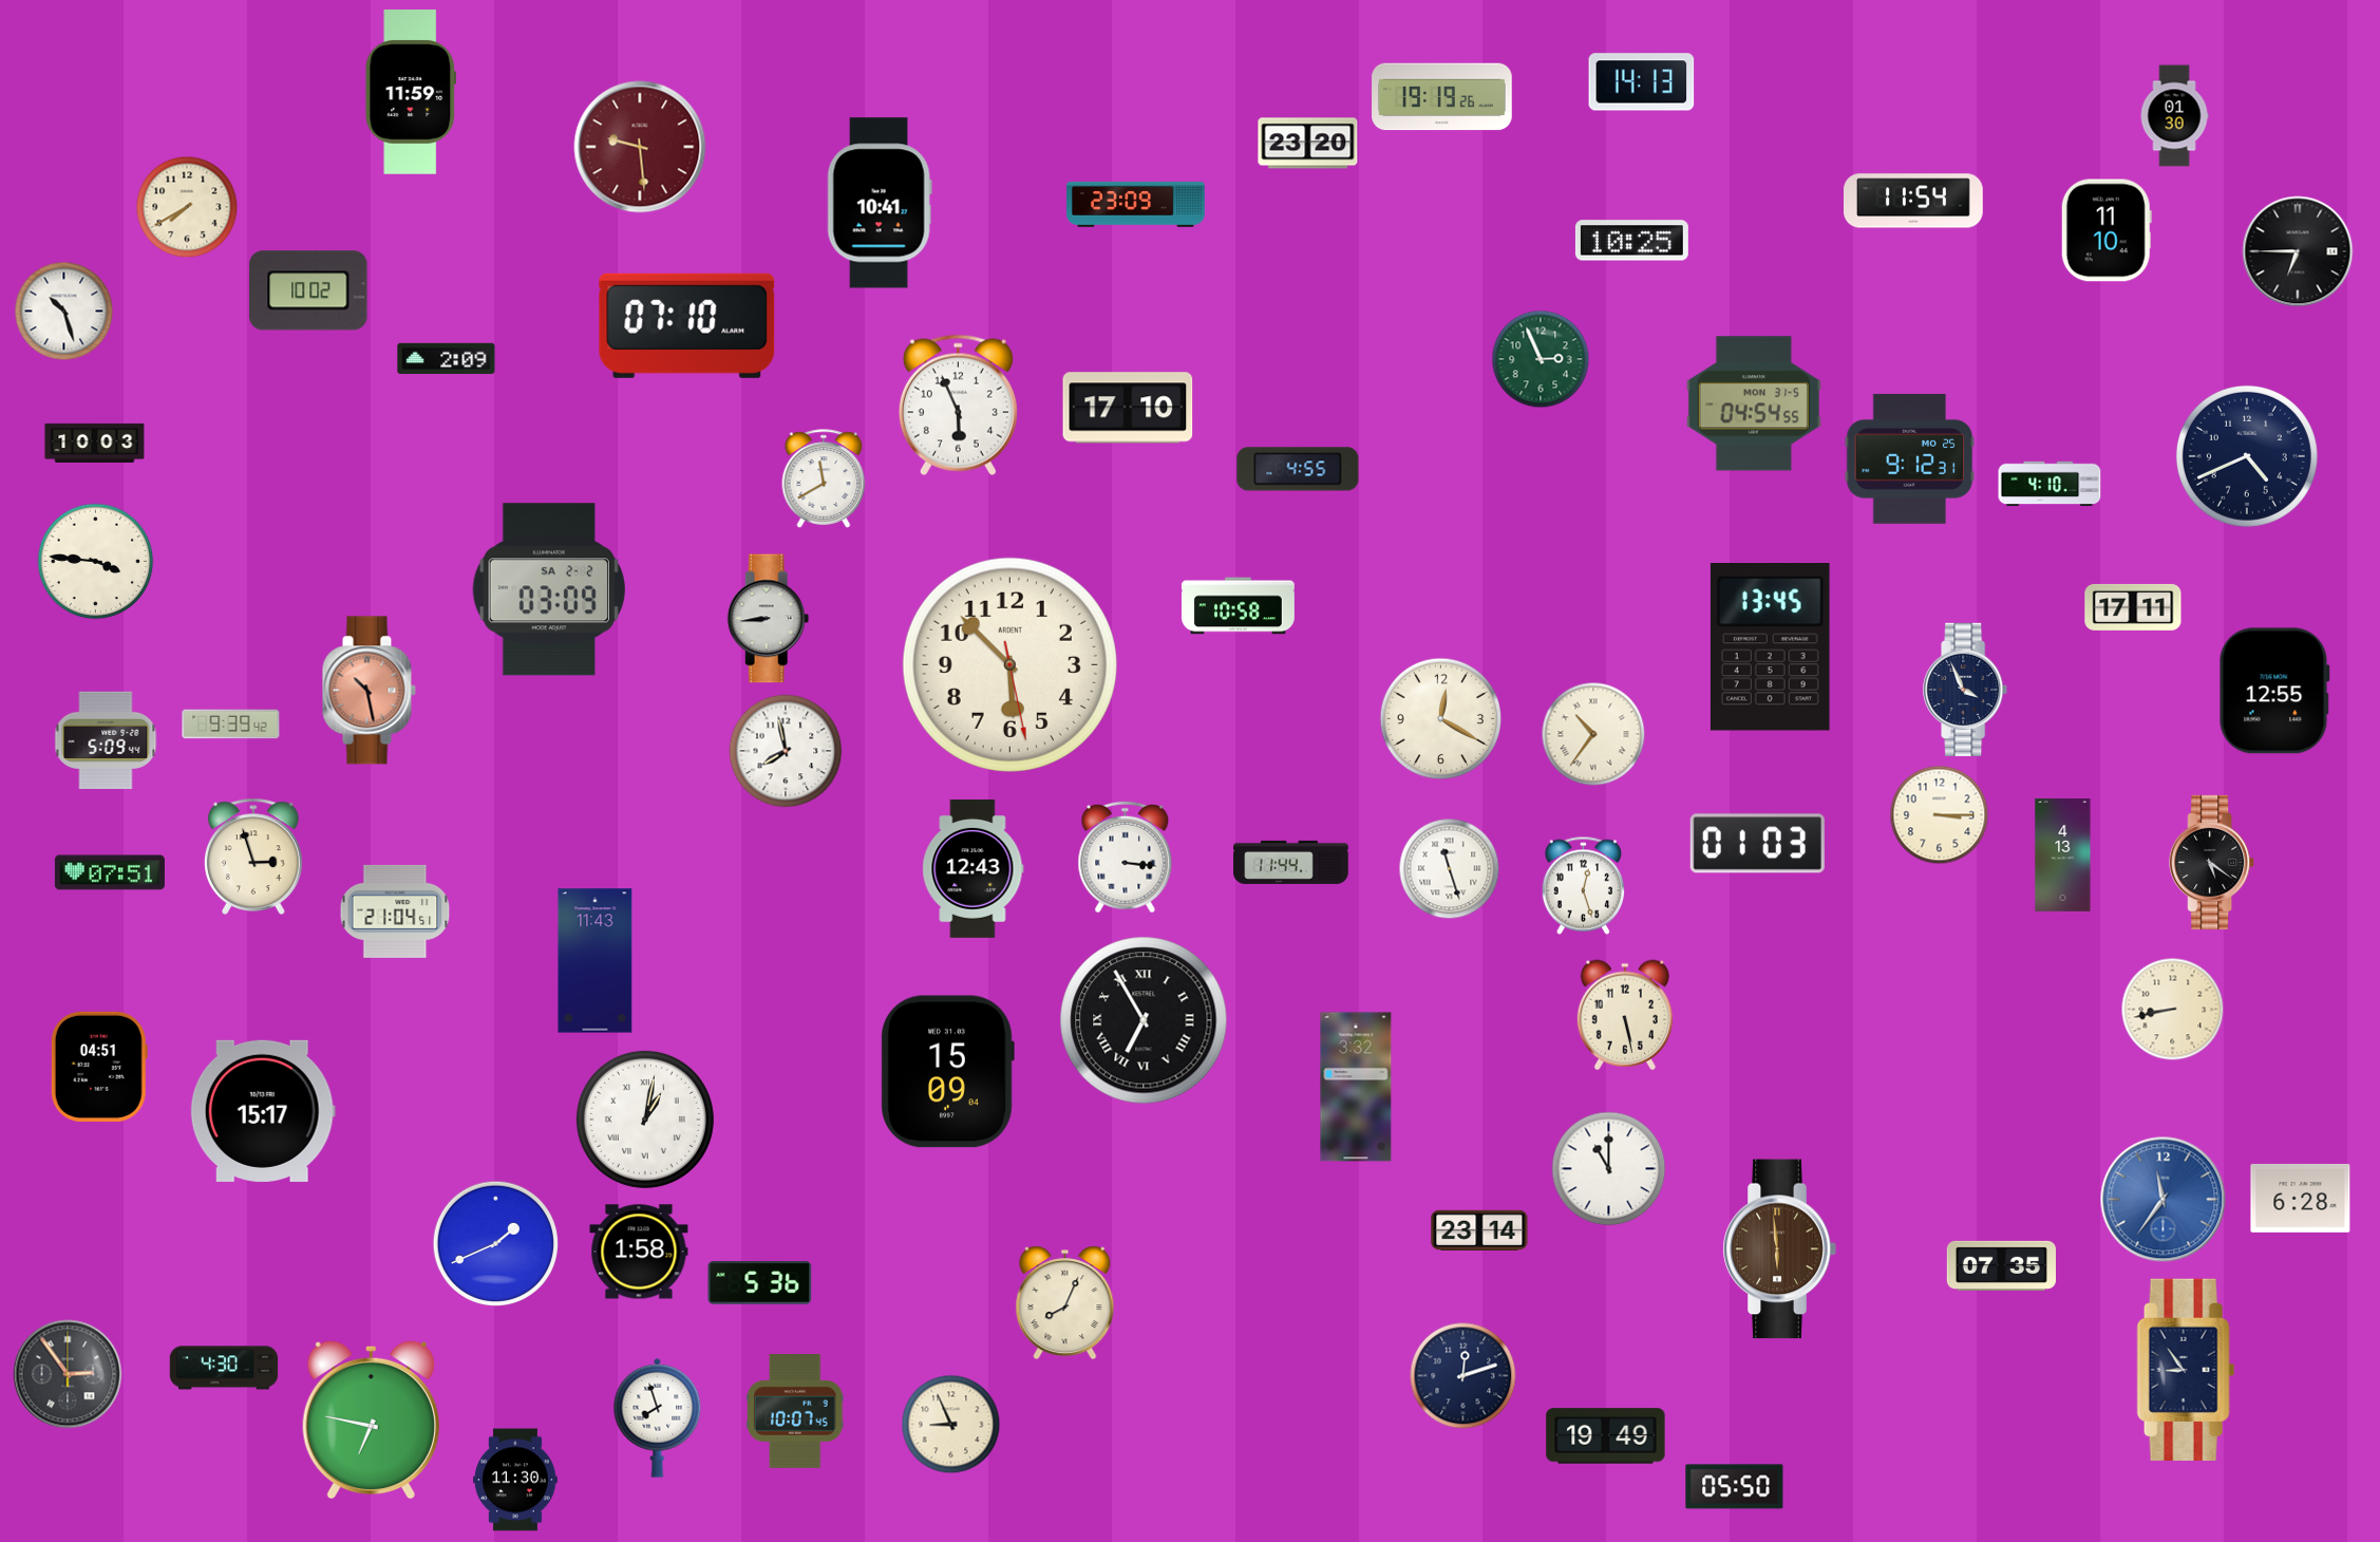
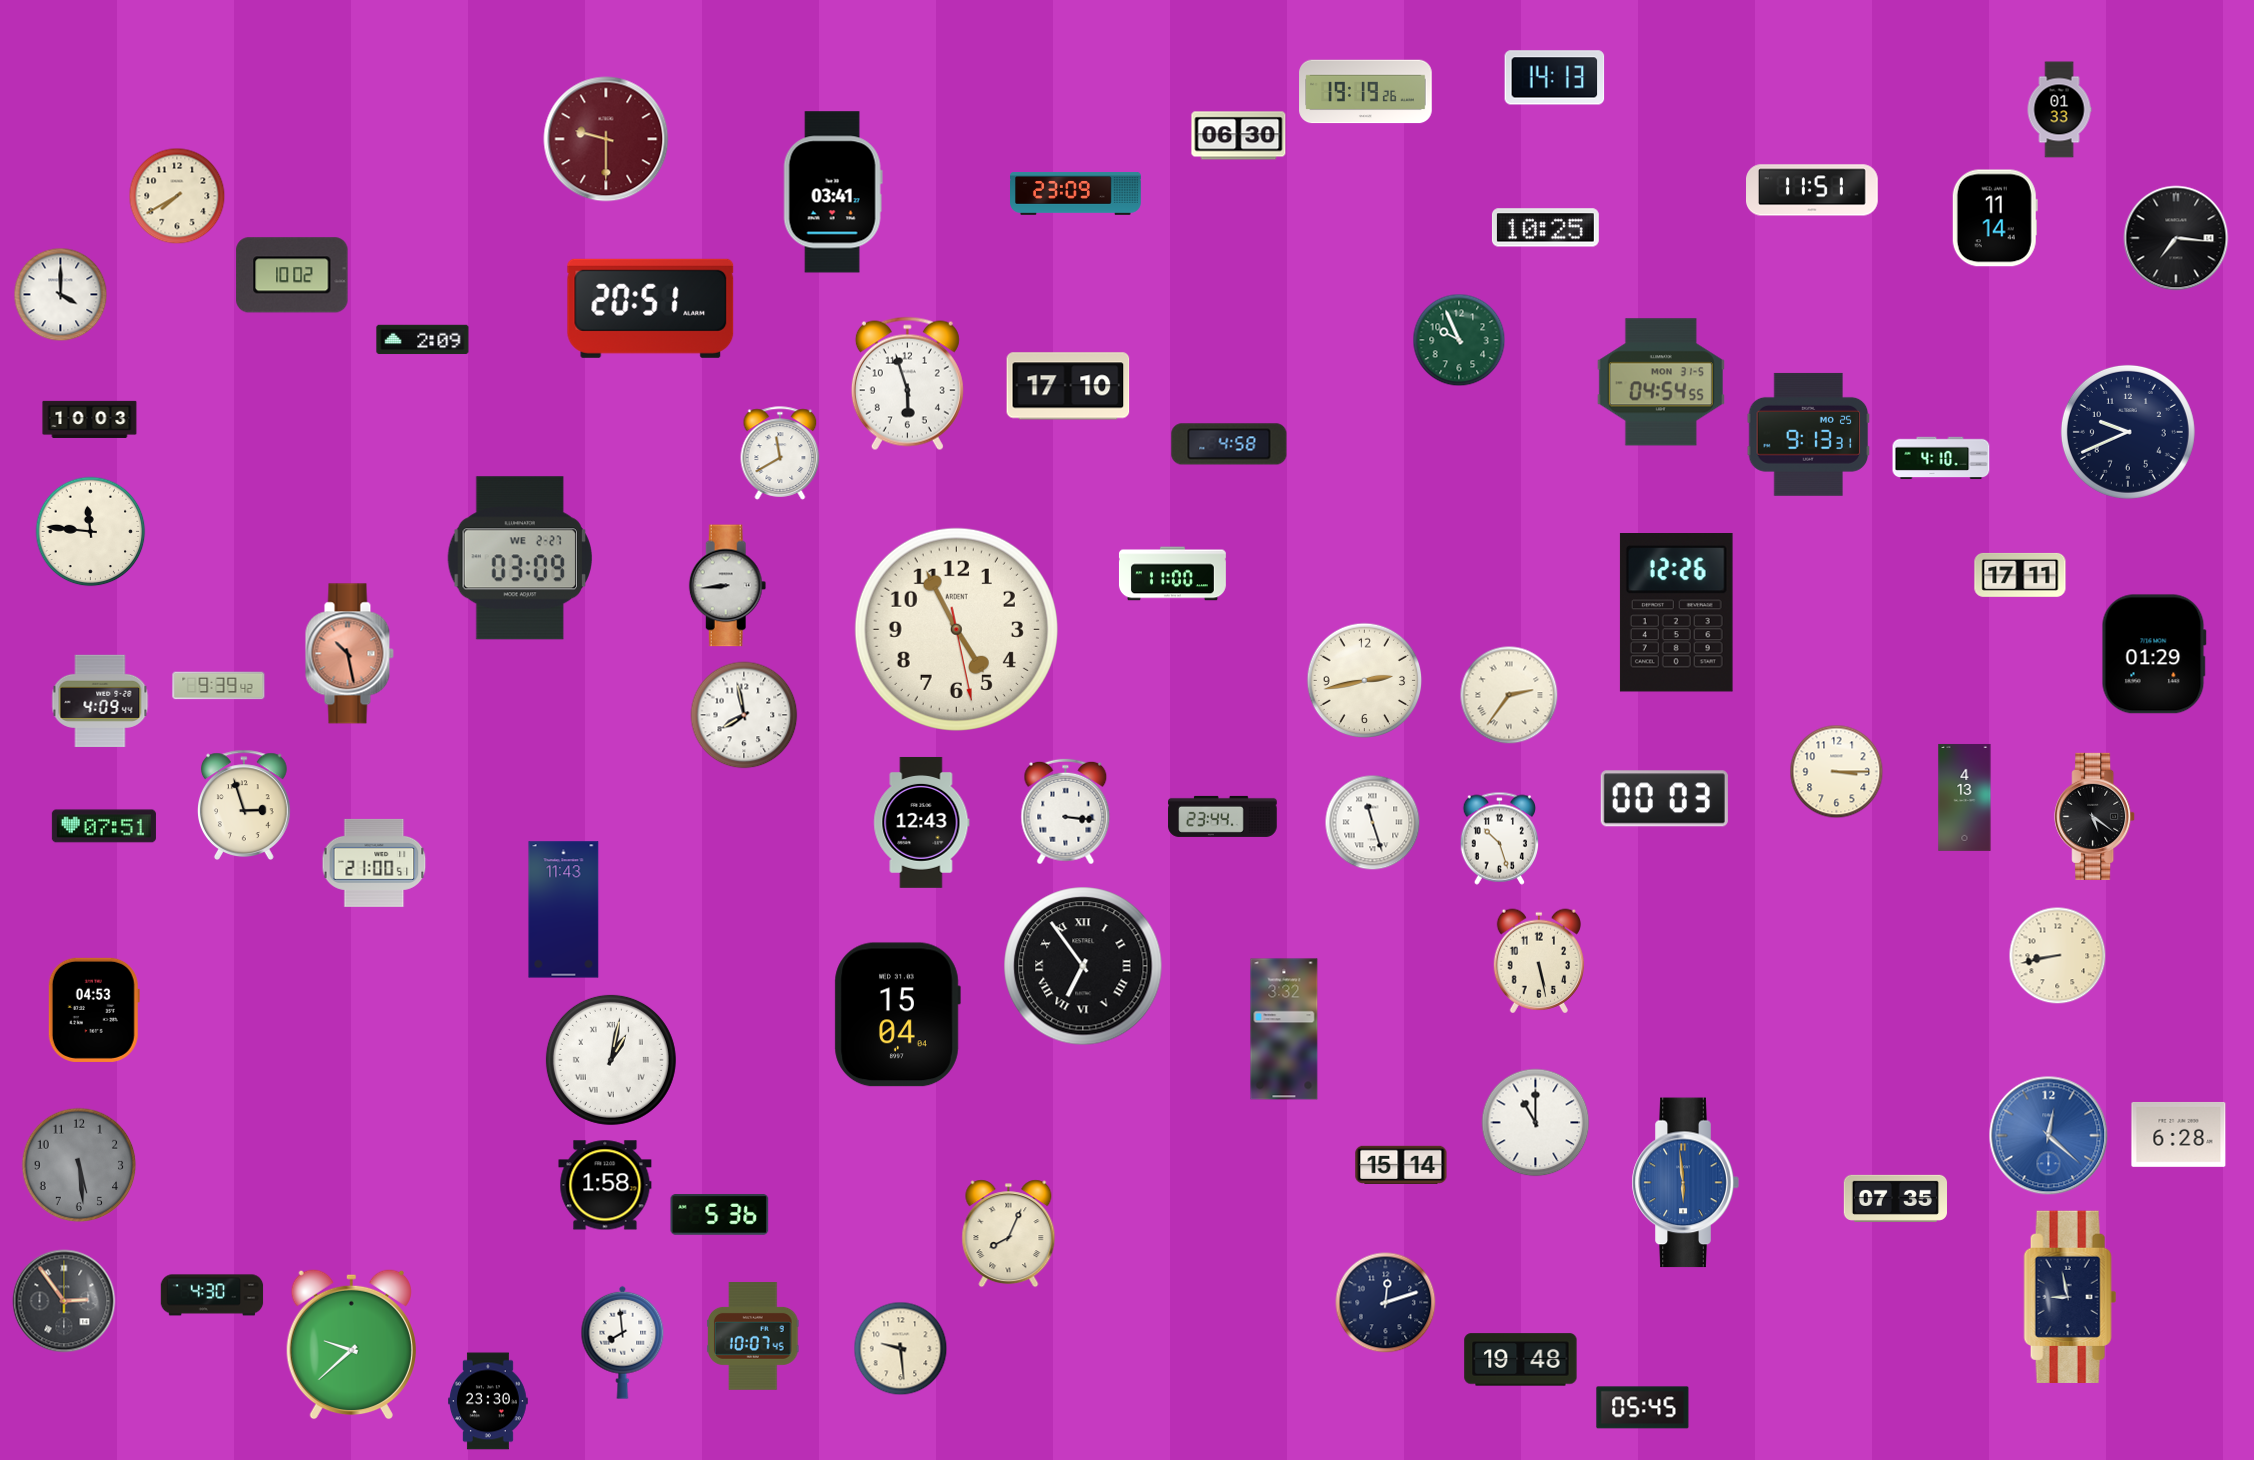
clock at (411, 92): 11:59 -> none
clock at (2174, 116): 01:30 -> 01:33
clock at (1308, 144): 23:20 -> 06:30
clock at (640, 147): 9:29 -> 9:30
clock at (1914, 201): 11:54 -> 11:51
clock at (880, 203): 10:41 -> 03:41
clock at (2107, 230): 11:10 -> 11:14
clock at (2298, 251): 6:45 -> 7:16
clock at (64, 312): 10:27 -> 4:00
clock at (687, 325): 07:10 -> 20:51
clock at (1541, 359): 2:56 -> 9:56
clock at (958, 406): 5:56 -> 5:57
clock at (2247, 456): 4:41 -> 9:41
clock at (1910, 458): 9:12 -> 9:13
clock at (1298, 469): 4:55 -> 4:58
clock at (96, 562): 3:46 -> 11:46
clock at (549, 589) date: SA 2-2 -> WE 2-27
clock at (1238, 606): 10:58 -> 11:00
clock at (1770, 647): 13:45 -> 12:26
clock at (1009, 664): 5:52 -> 4:55
clock at (1966, 689): 3:56 -> none
clock at (2274, 691): 12:55 -> 01:29
clock at (1441, 719): 12:20 -> 2:43
clock at (1593, 734): 10:36 -> 2:36
clock at (106, 739): 5:09 -> 4:09
clock at (786, 751) position: (786, 751) -> (744, 715)
clock at (1757, 844): 01:03 -> 00:03
clock at (2063, 854) position: (2063, 854) -> (1965, 797)
clock at (254, 857) position: (254, 857) -> (245, 805)
clock at (1291, 862): 11:44 -> 23:44
clock at (1583, 885): 12:27 -> 10:27
clock at (395, 911): 21:04 -> 21:00
clock at (1144, 1020): 6:55 -> 6:54
clock at (99, 1067): 04:51 -> 04:53
clock at (947, 1072): 15:09 -> 15:04
clock at (263, 1111): 15:17 -> none
clock at (1609, 1169) position: (1609, 1169) -> (1536, 1123)
clock at (2164, 1200): 11:36 -> 12:22
clock at (79, 1165): none -> 5:29
clock at (1479, 1230): 23:14 -> 15:14
clock at (495, 1243): 1:41 -> none
clock at (1779, 1249) dial: brown -> blue
clock at (2186, 1370): 8:54 -> 8:58
clock at (658, 1417): 7:57 -> 7:59
clock at (371, 1419): 6:47 -> 9:38
clock at (951, 1425): 8:56 -> 9:29
clock at (1606, 1436): 19:49 -> 19:48
clock at (516, 1480): 11:30 -> 23:30
clock at (1735, 1487): 05:50 -> 05:45
